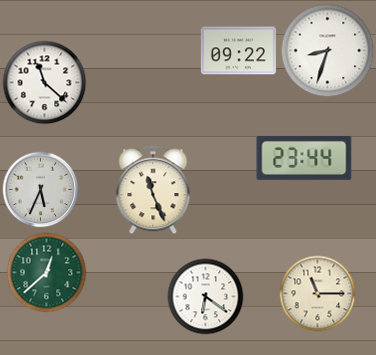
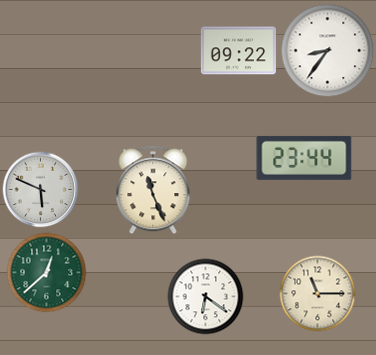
clock at (328, 51): 8:33 -> 8:36
clock at (45, 83): 11:22 -> none
clock at (41, 190): 5:34 -> 5:49
